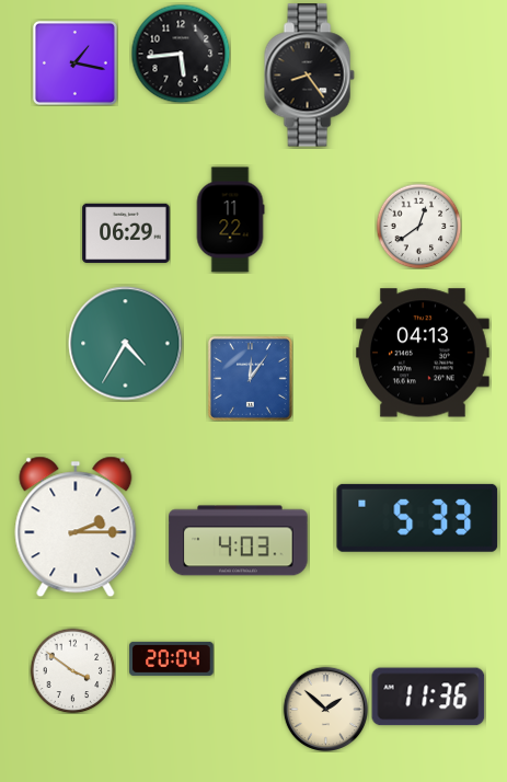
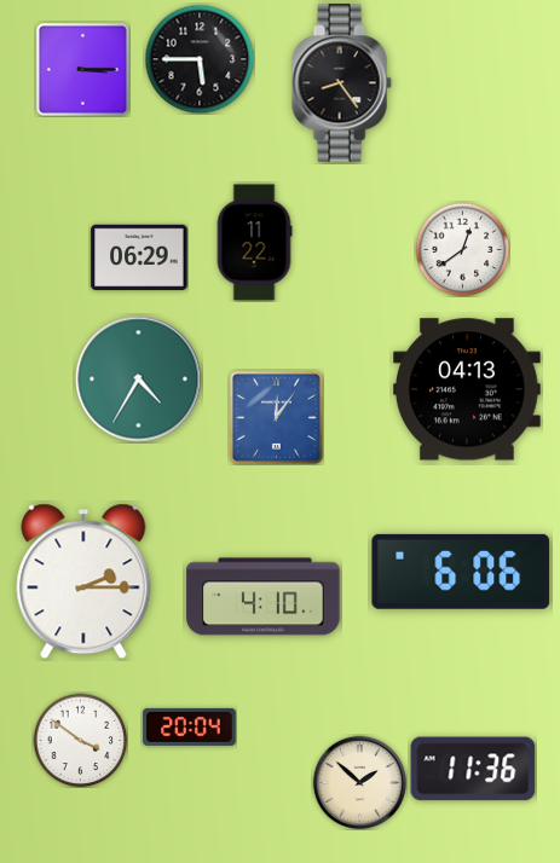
clock at (181, 54): 5:44 -> 5:45
clock at (74, 62): 1:17 -> 3:15
clock at (417, 518): 5:33 -> 6:06
clock at (239, 541): 4:03 -> 4:10
